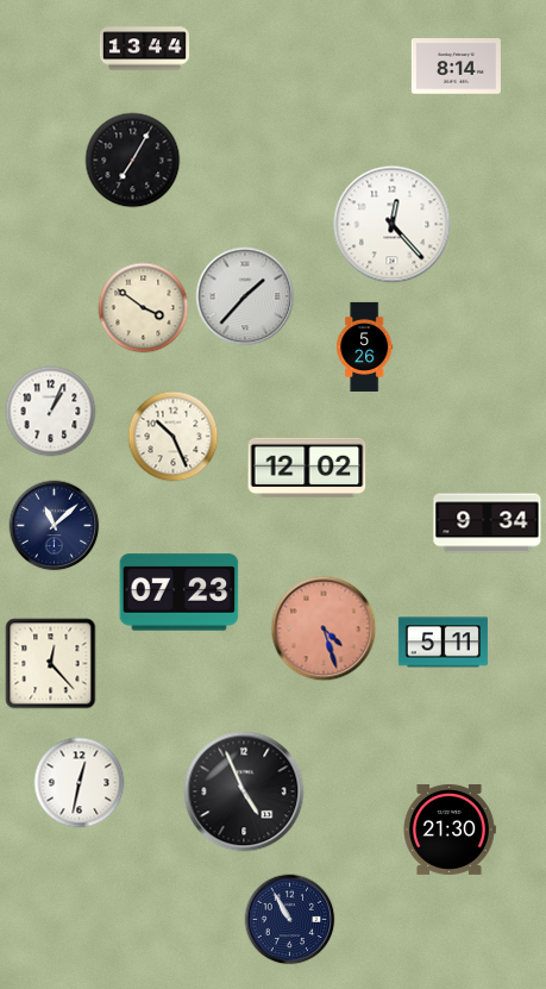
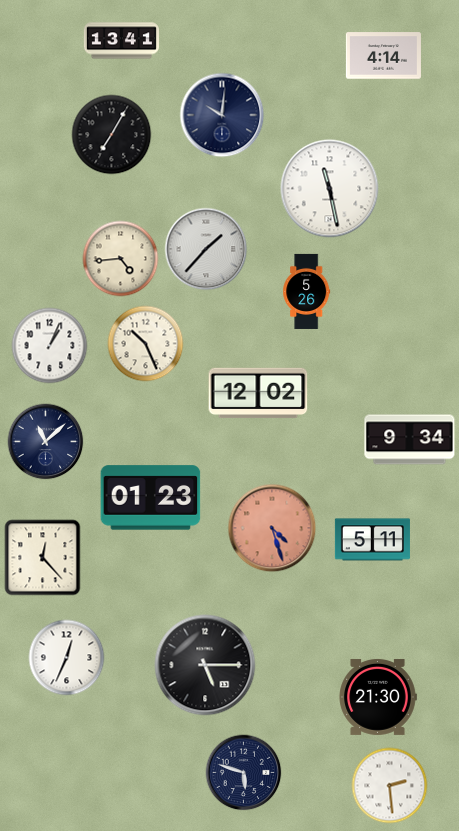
clock at (144, 49): 13:44 -> 13:41
clock at (456, 67): 8:14 -> 4:14
clock at (222, 115): none -> 10:01
clock at (393, 225): 12:23 -> 11:28
clock at (144, 308): 3:51 -> 4:44
clock at (51, 412) position: (51, 412) -> (50, 346)
clock at (174, 437) position: (174, 437) -> (146, 344)
clock at (180, 593): 07:23 -> 01:23
clock at (80, 783): 12:32 -> 12:34
clock at (244, 791): 4:56 -> 5:15
clock at (290, 920): 10:55 -> 5:48
clock at (390, 786): none -> 2:29
